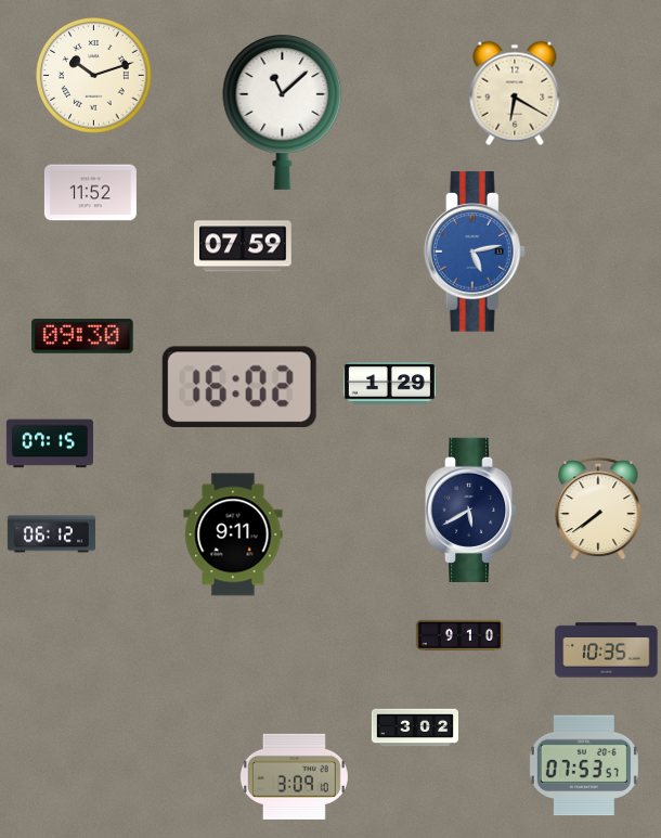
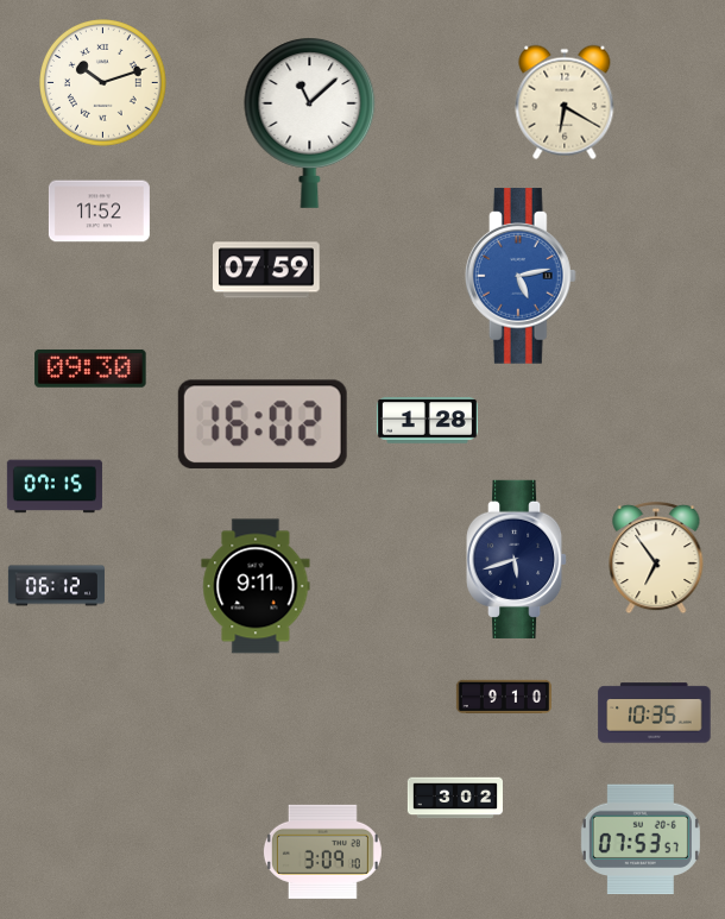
clock at (389, 384): 1:29 -> 1:28
clock at (598, 508): 7:39 -> 6:54
clock at (472, 510): 5:40 -> 5:42
clock at (607, 650) position: (607, 650) -> (655, 713)
